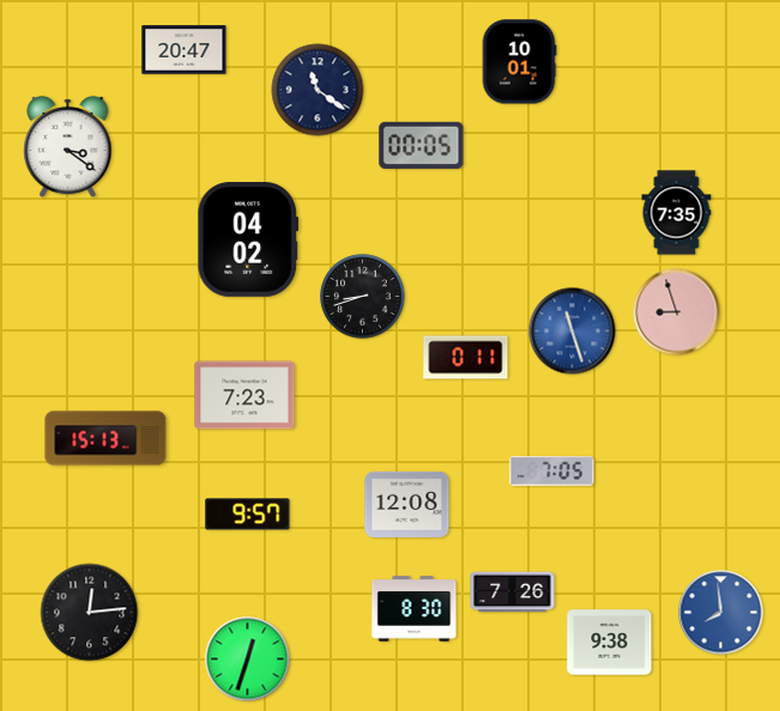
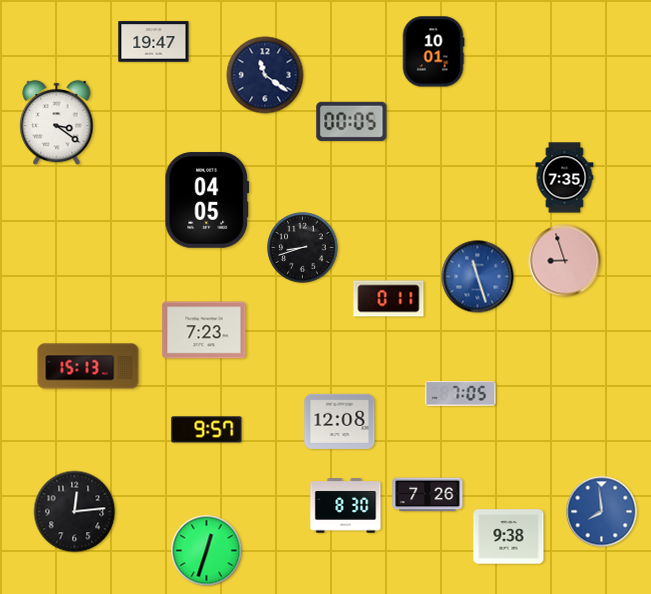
clock at (185, 50): 20:47 -> 19:47
clock at (248, 239): 04:02 -> 04:05
clock at (415, 609) position: (415, 609) -> (346, 506)
